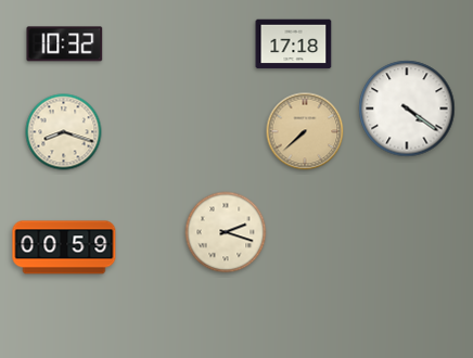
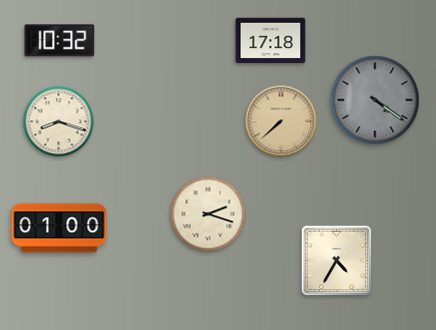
clock at (407, 108) dial: white -> grey
clock at (64, 247): 00:59 -> 01:00
clock at (337, 261): none -> 4:35
